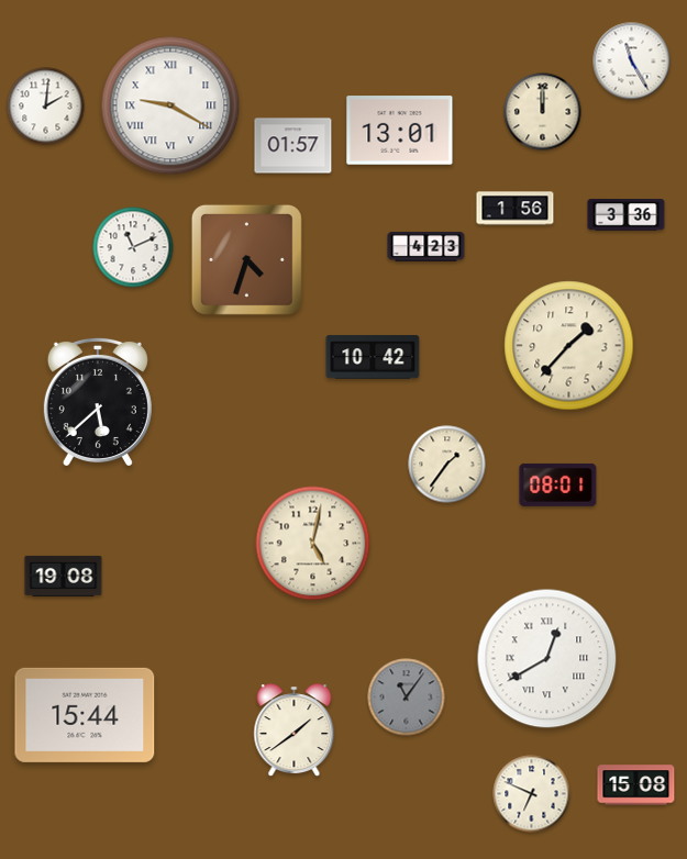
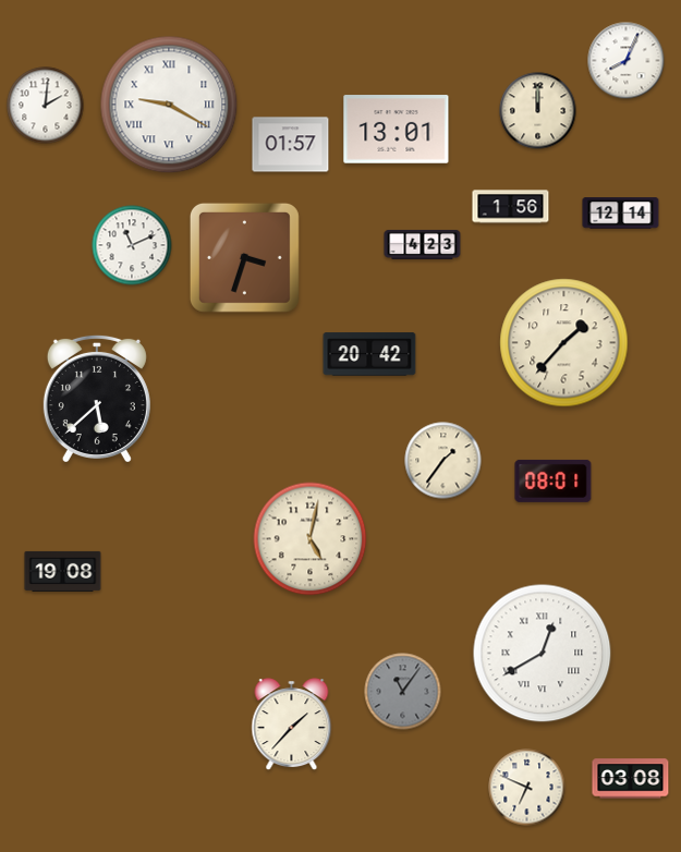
clock at (632, 62): 11:25 -> 8:04
clock at (627, 215): 3:36 -> 12:14
clock at (246, 259): 4:33 -> 3:33
clock at (373, 357): 10:42 -> 20:42
clock at (85, 715): 15:44 -> none
clock at (295, 730): 1:39 -> 1:37
clock at (636, 785): 15:08 -> 03:08
